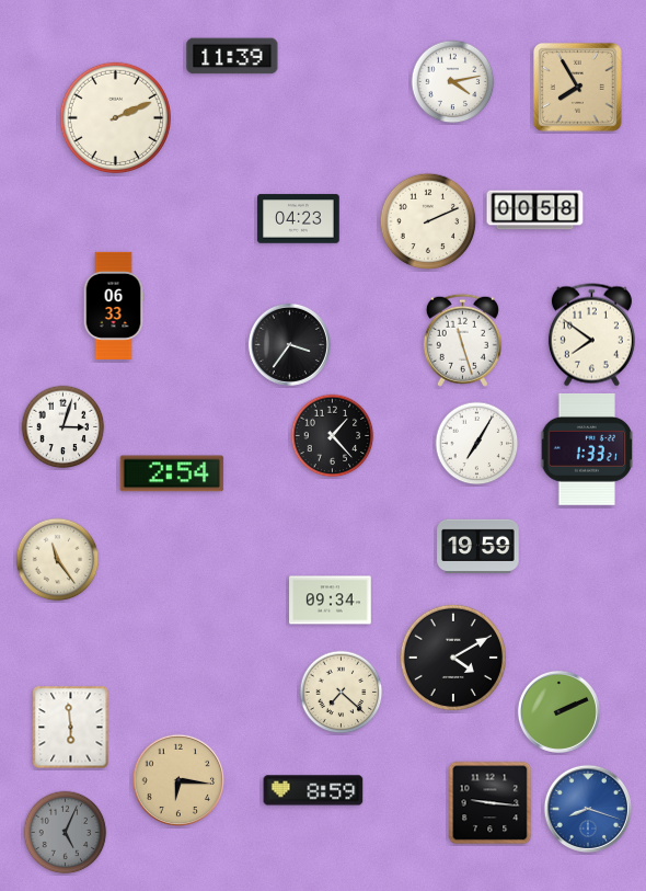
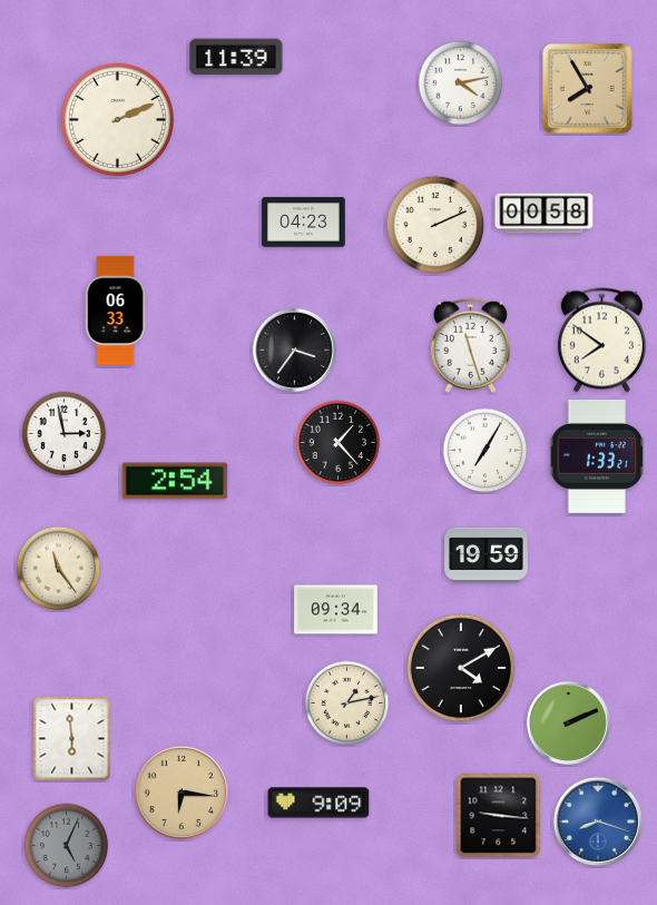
clock at (64, 427): 3:03 -> 2:58
clock at (342, 693): 7:22 -> 1:13
clock at (313, 790): 8:59 -> 9:09
